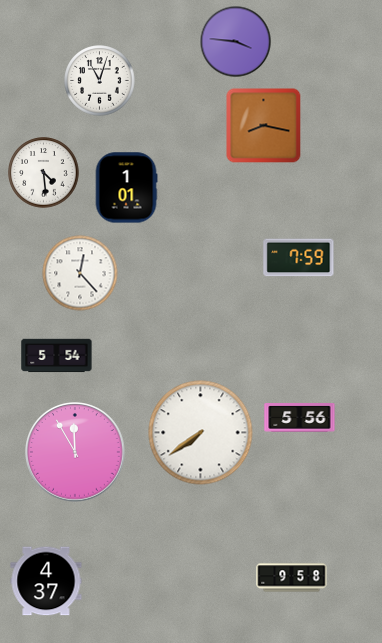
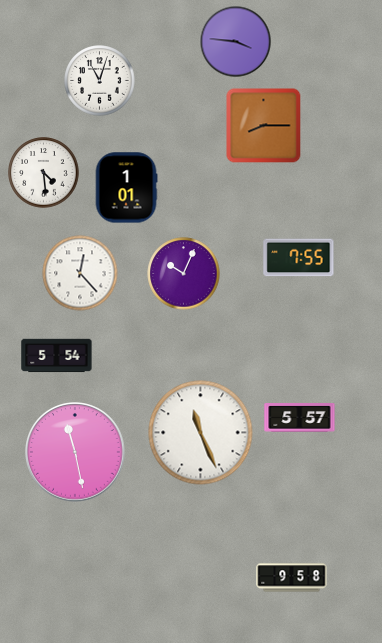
clock at (264, 126): 8:17 -> 8:15
clock at (299, 258): 7:59 -> 7:55
clock at (184, 274): none -> 10:04
clock at (300, 418): 5:56 -> 5:57
clock at (201, 433): 7:39 -> 11:26
clock at (76, 453): 11:55 -> 11:28
clock at (46, 581): 4:37 -> none
